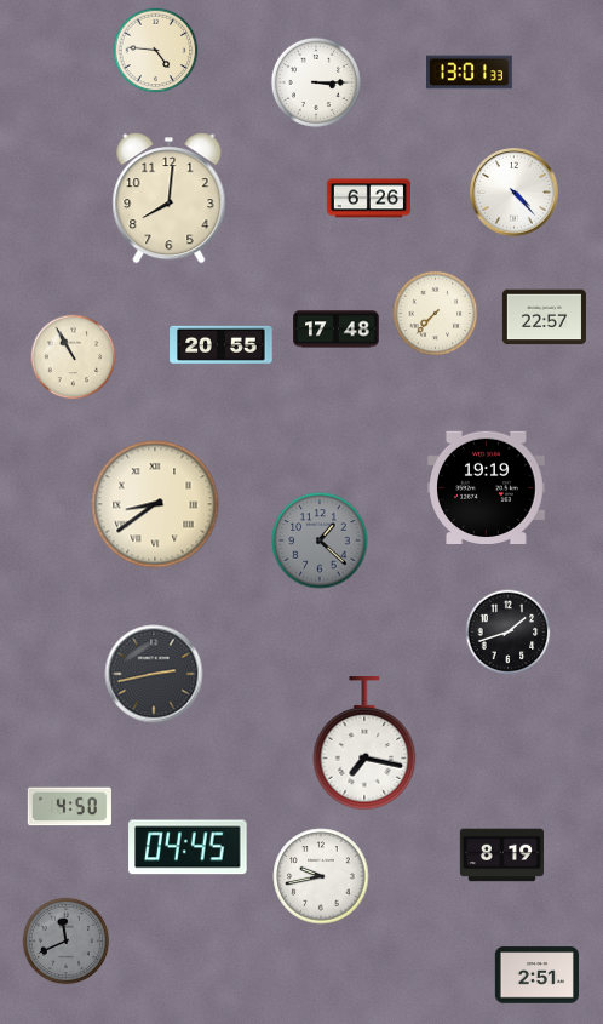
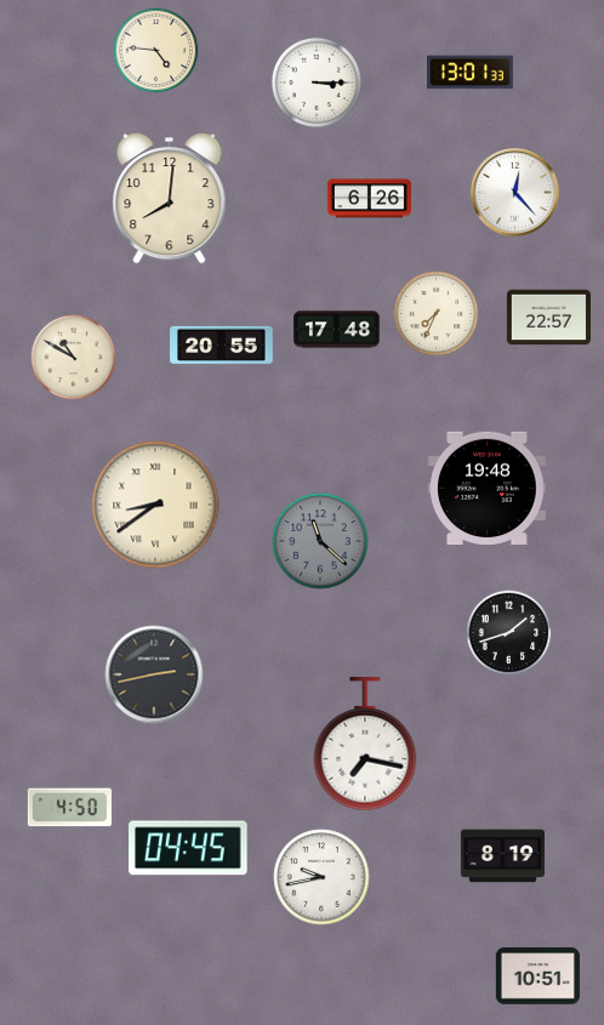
clock at (515, 193): 4:23 -> 12:23
clock at (436, 314): 7:37 -> 7:34
clock at (544, 318) position: (544, 318) -> (548, 318)
clock at (74, 357): 10:55 -> 10:50
clock at (487, 487): 19:19 -> 19:48
clock at (320, 540): 1:22 -> 11:22
clock at (67, 942): 11:41 -> none
clock at (536, 976): 2:51 -> 10:51
